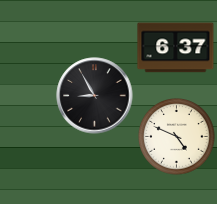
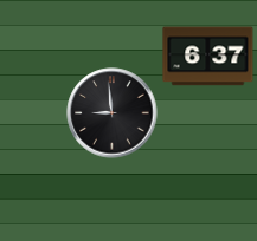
clock at (95, 96): 8:55 -> 8:59
clock at (177, 137): 4:49 -> none
